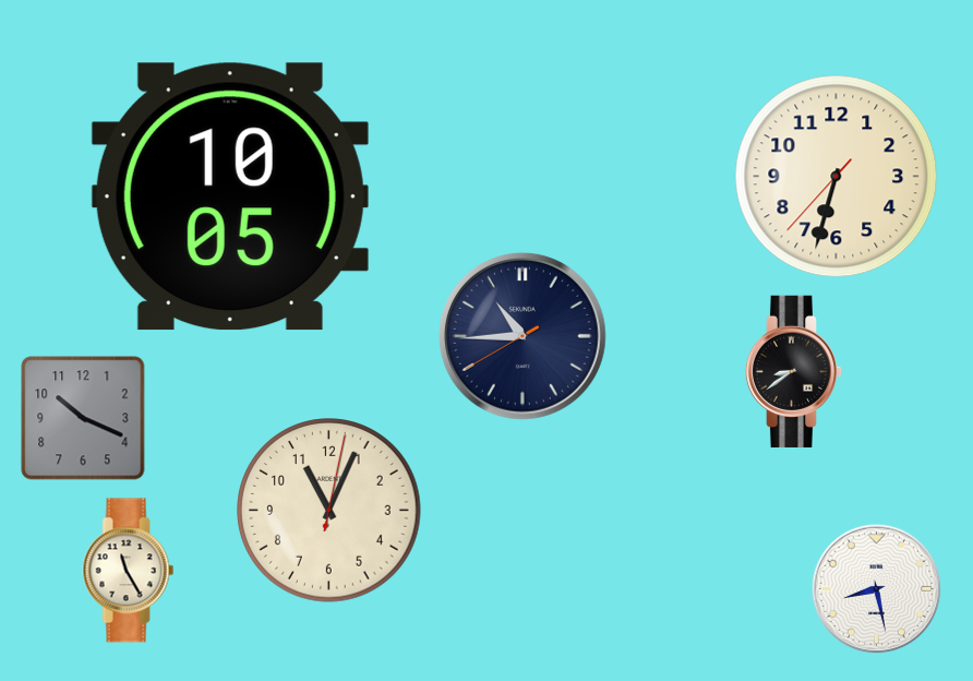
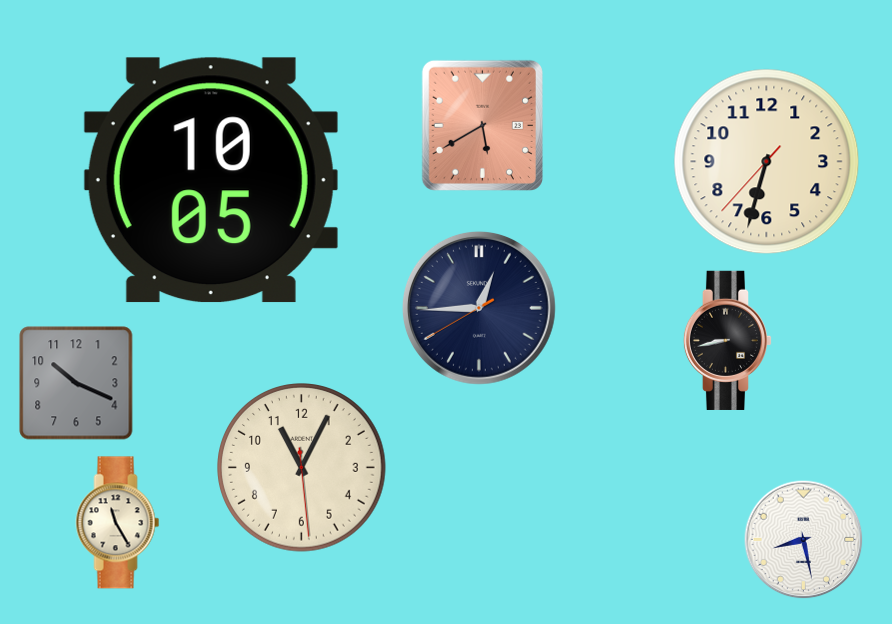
clock at (482, 125): none -> 5:40
clock at (522, 336): 10:44 -> 12:44
clock at (794, 371): 8:39 -> 8:43
clock at (329, 511): 11:04:02 -> 11:04:29
